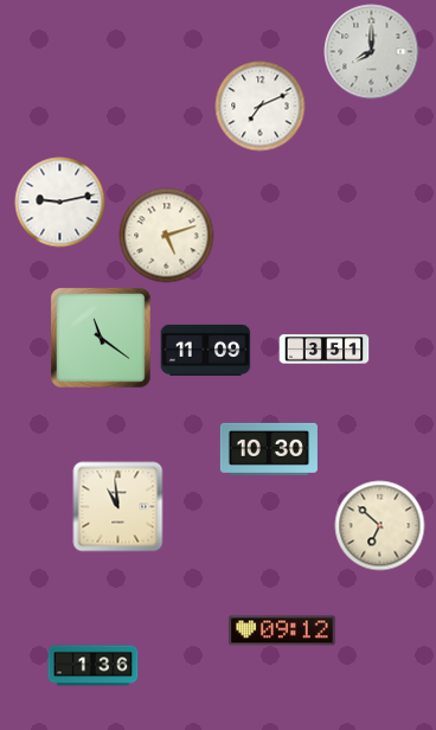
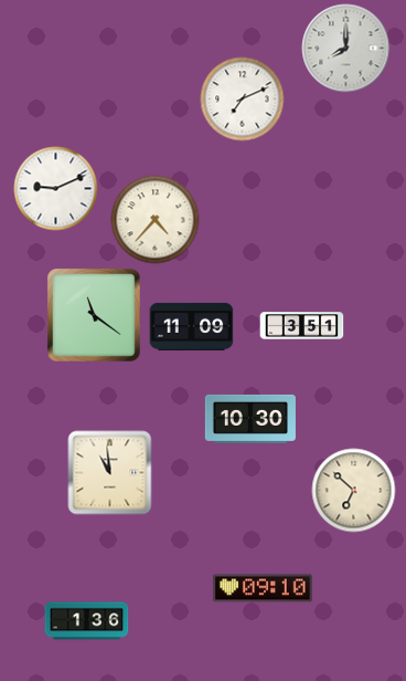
clock at (60, 203): 9:13 -> 9:11
clock at (167, 236): 5:12 -> 4:37
clock at (282, 630): 09:12 -> 09:10
